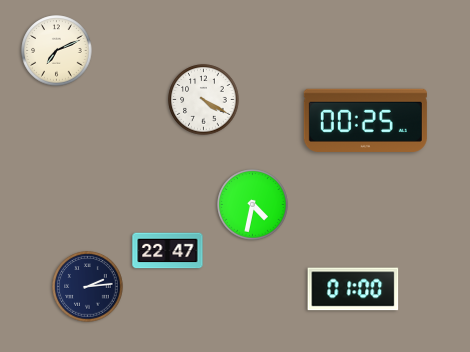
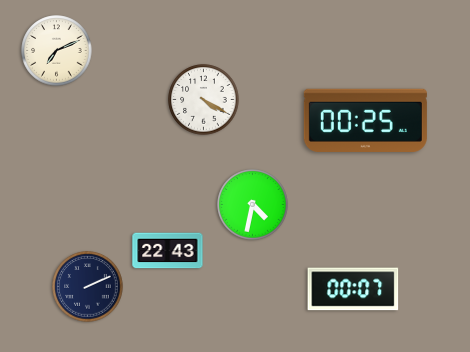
clock at (168, 251): 22:47 -> 22:43
clock at (88, 287): 2:14 -> 2:11
clock at (353, 289): 01:00 -> 00:07
